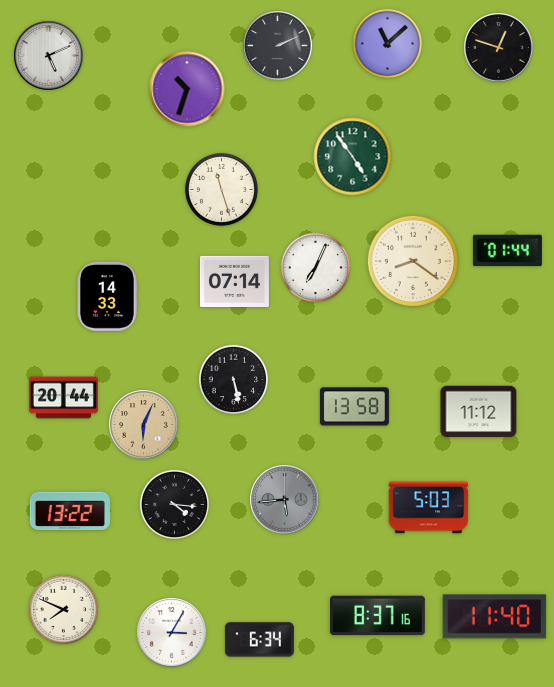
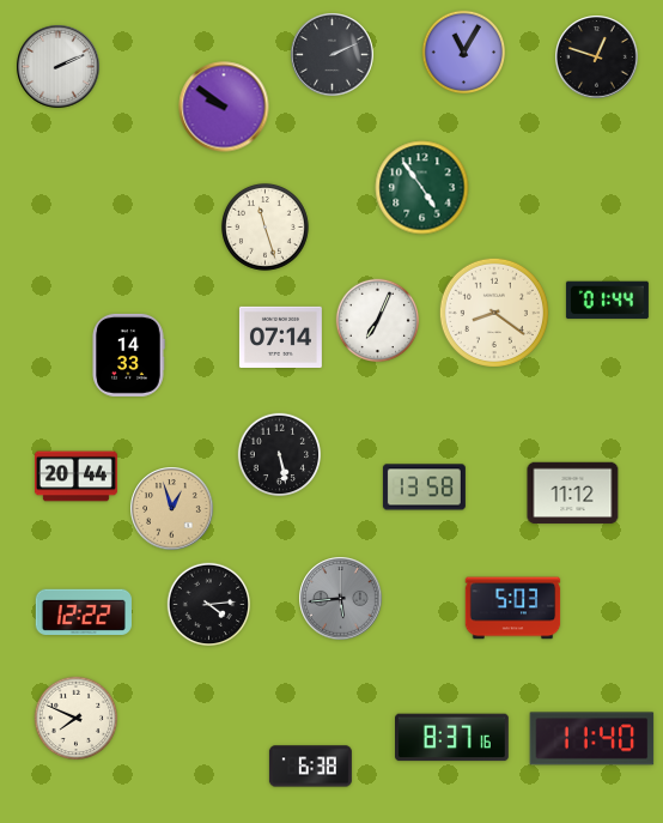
clock at (388, 44): 11:08 -> 11:05
clock at (49, 56): 5:11 -> 2:11
clock at (187, 89): 10:33 -> 9:51
clock at (144, 425): 6:04 -> 12:57
clock at (175, 505): 4:16 -> 4:14
clock at (70, 510): 13:22 -> 12:22
clock at (64, 610) position: (64, 610) -> (77, 719)
clock at (172, 633): 3:05 -> none
clock at (259, 640): 6:34 -> 6:38
